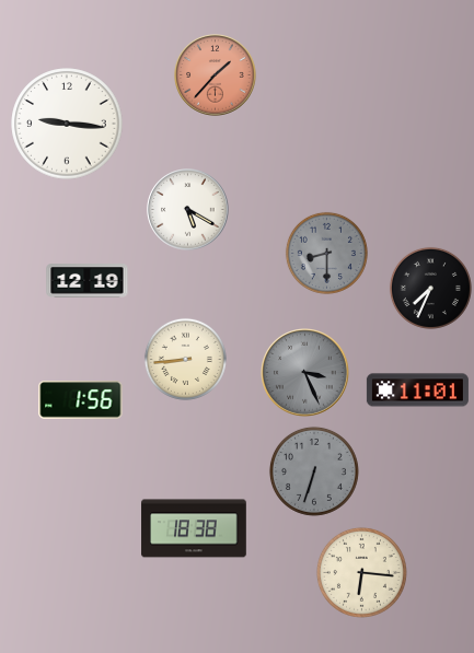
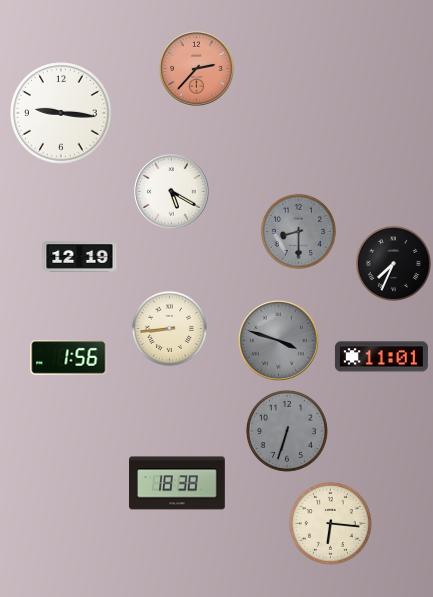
clock at (216, 75): 1:37 -> 2:37
clock at (305, 373): 3:26 -> 3:48
clock at (81, 400) position: (81, 400) -> (69, 358)
